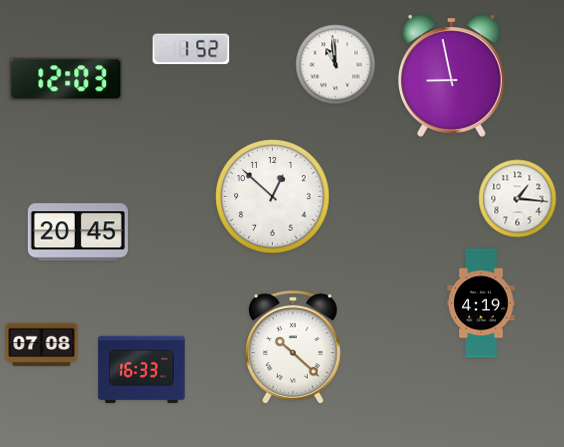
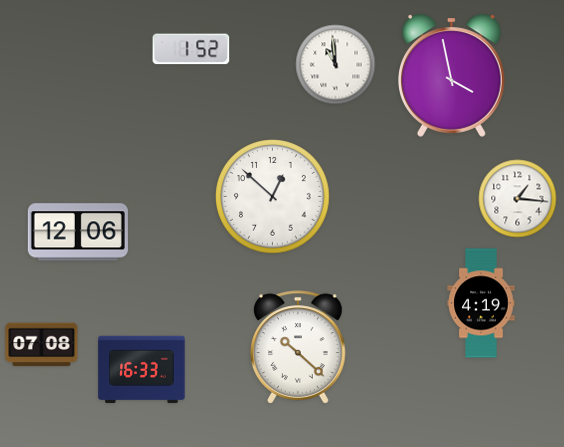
clock at (452, 75): 8:58 -> 3:58
clock at (66, 79): 12:03 -> none
clock at (78, 232): 20:45 -> 12:06
clock at (293, 347) position: (293, 347) -> (298, 347)
